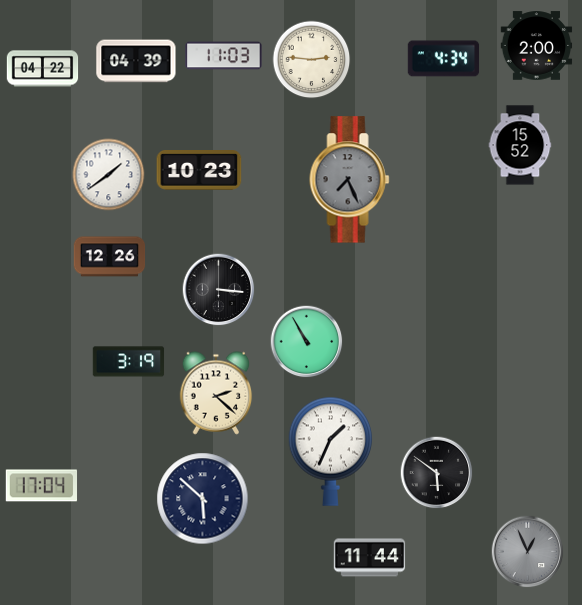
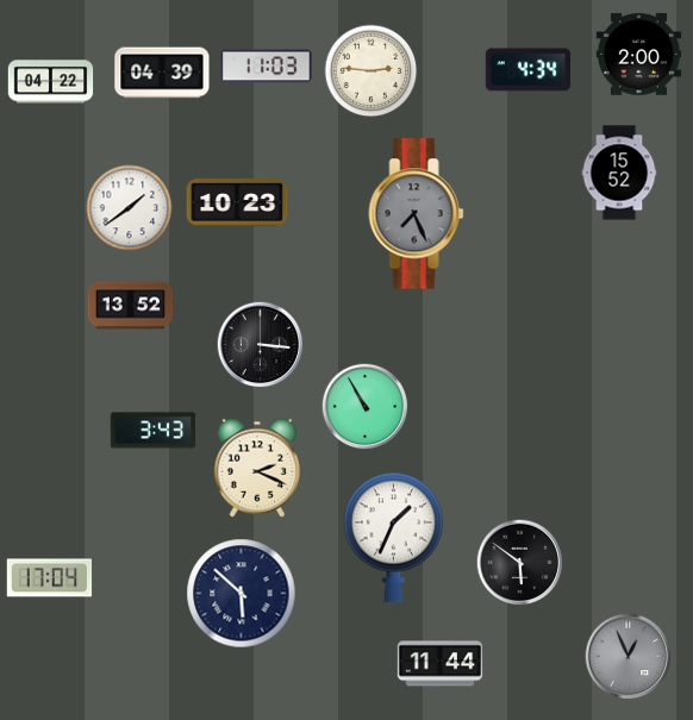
clock at (110, 257): 12:26 -> 13:52
clock at (129, 362): 3:19 -> 3:43
clock at (216, 393): 2:22 -> 2:19
